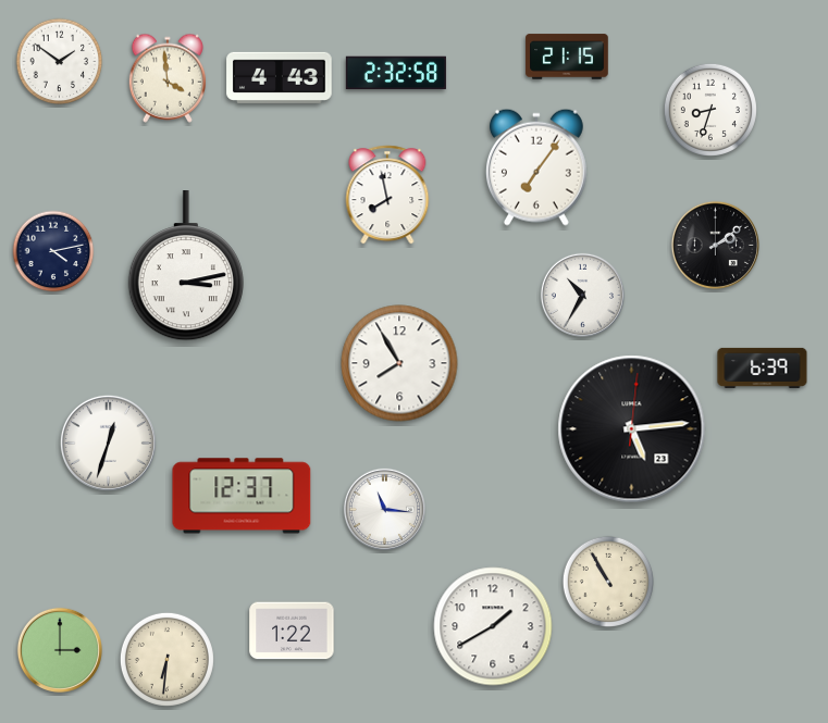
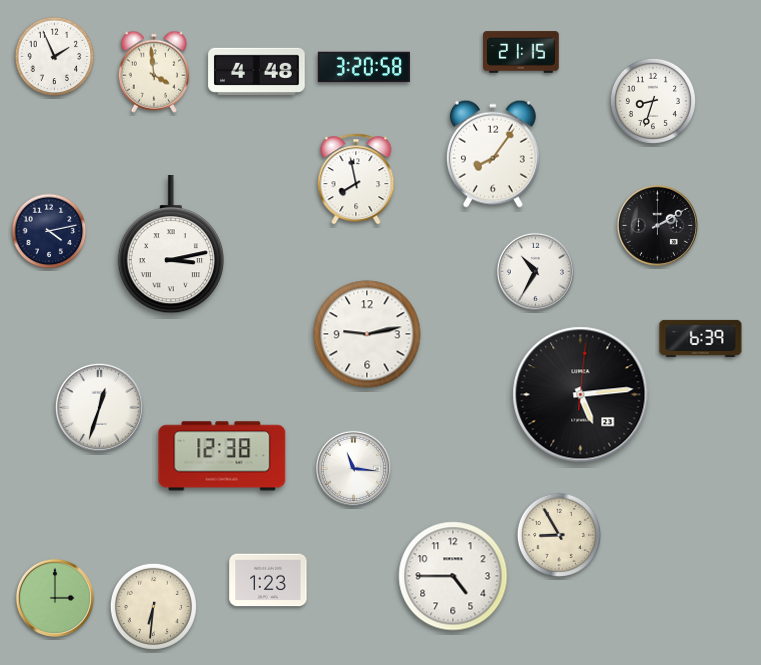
clock at (60, 62): 1:51 -> 1:56
clock at (396, 73): 2:32 -> 3:20
clock at (280, 77): 4:43 -> 4:48
clock at (536, 167): 7:06 -> 8:06
clock at (715, 245): 2:09 -> 2:10
clock at (399, 363): 7:55 -> 9:13
clock at (242, 496): 12:37 -> 12:38
clock at (607, 581): 10:55 -> 8:55
clock at (493, 626): 1:40 -> 4:45
clock at (292, 631): 1:22 -> 1:23
